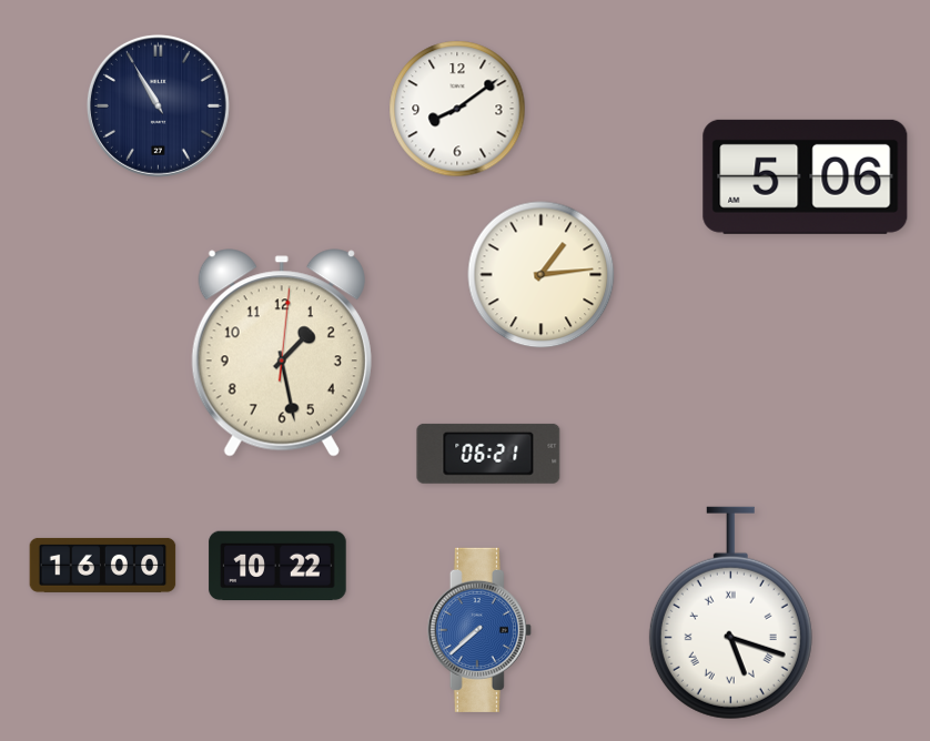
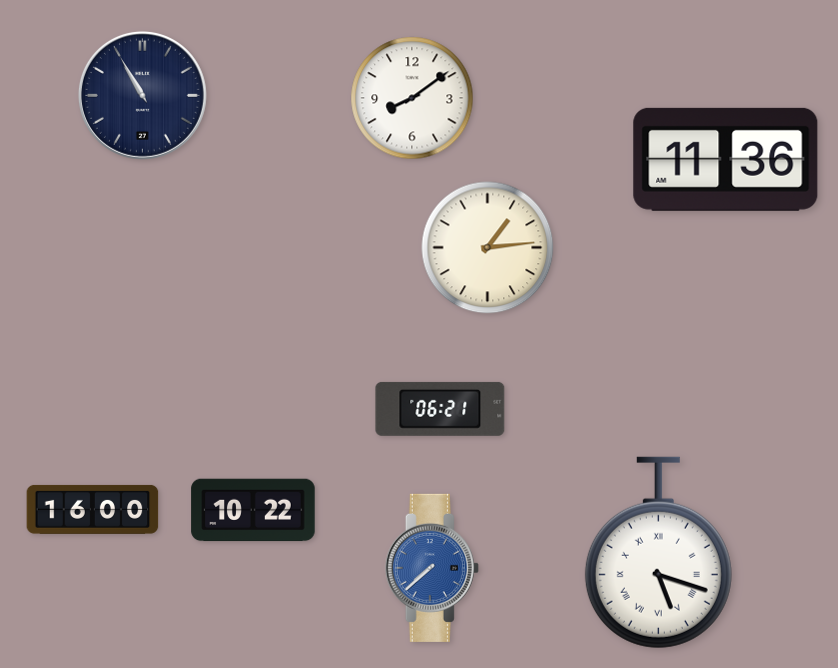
clock at (806, 176): 5:06 -> 11:36
clock at (282, 353): 1:28 -> none
clock at (277, 566) position: (277, 566) -> (253, 510)
